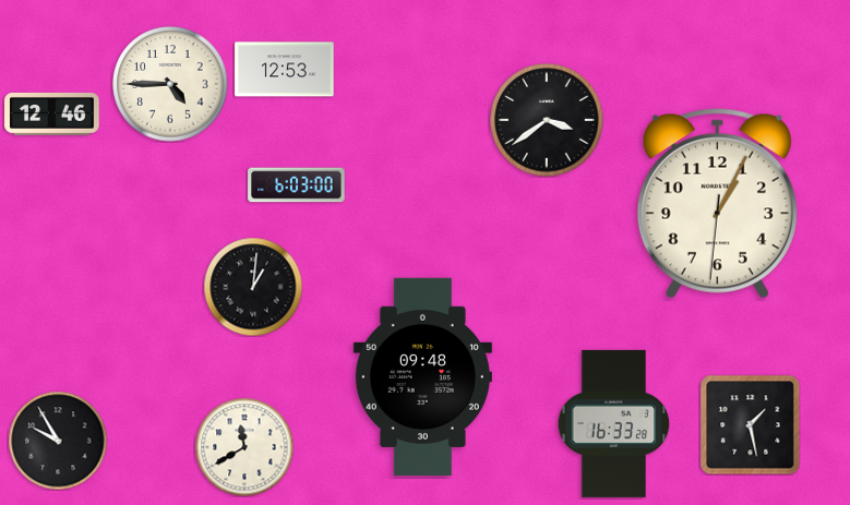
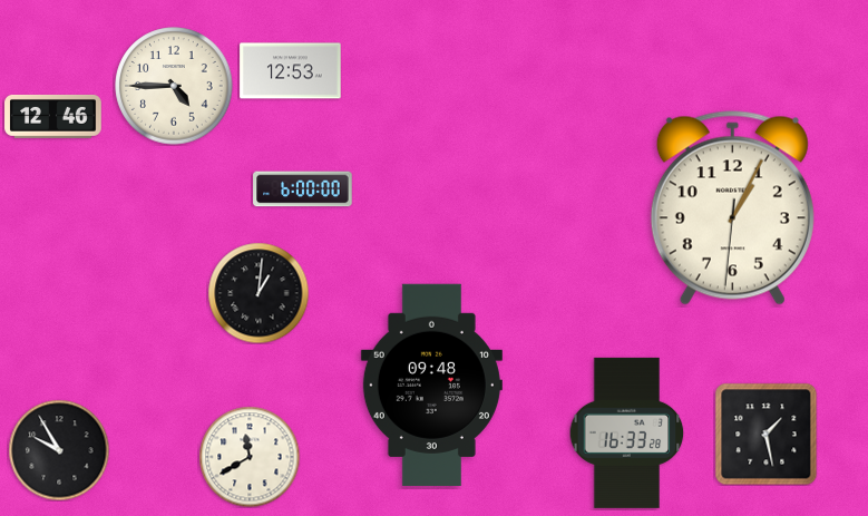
clock at (547, 120): 3:39 -> none
clock at (297, 185): 6:03 -> 6:00
